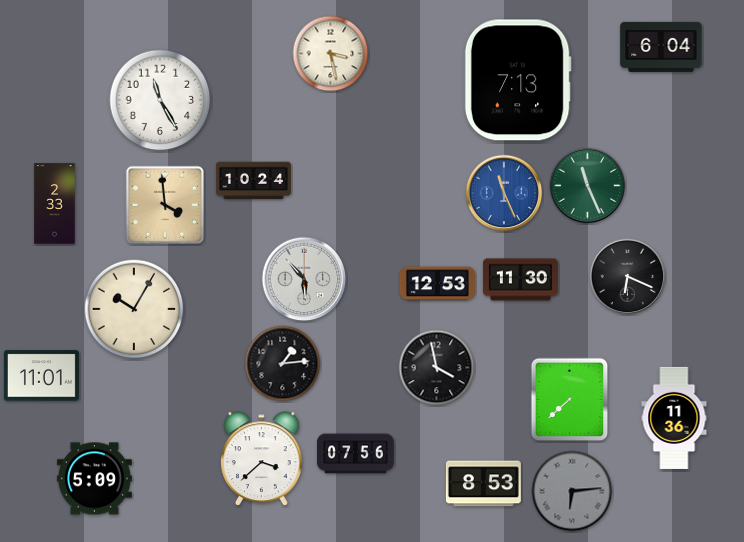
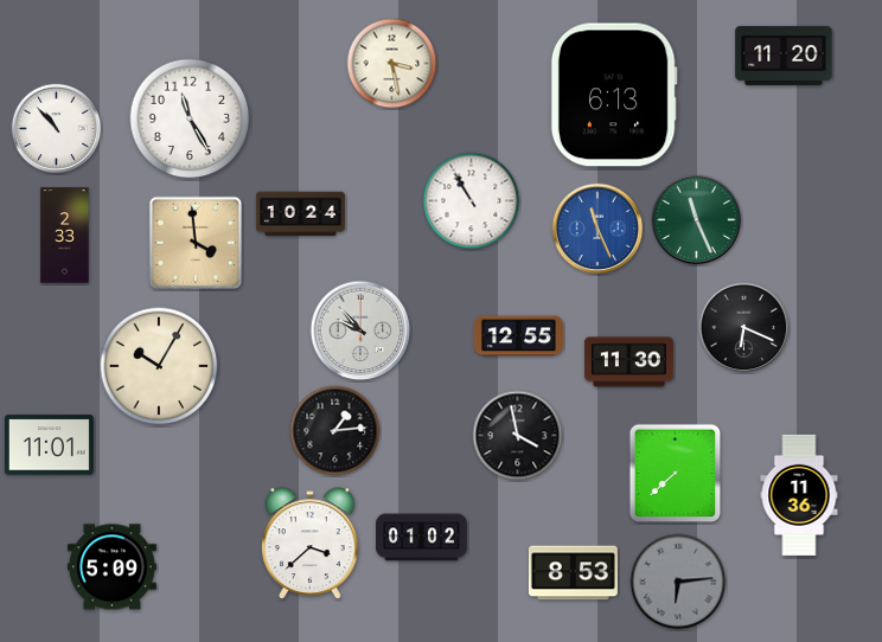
clock at (661, 47): 6:04 -> 11:20
clock at (518, 80): 7:13 -> 6:13
clock at (57, 129): none -> 10:53
clock at (472, 201): none -> 10:55
clock at (55, 204) position: (55, 204) -> (65, 236)
clock at (304, 279): 5:53 -> 9:53
clock at (520, 280) position: (520, 280) -> (628, 362)
clock at (437, 284): 12:53 -> 12:55
clock at (356, 454): 07:56 -> 01:02
